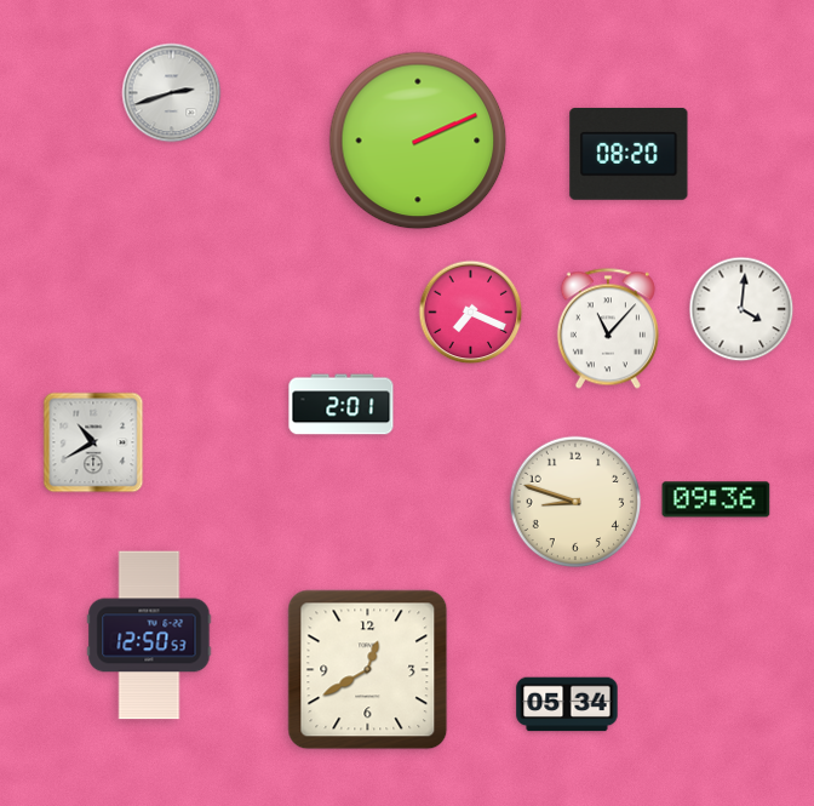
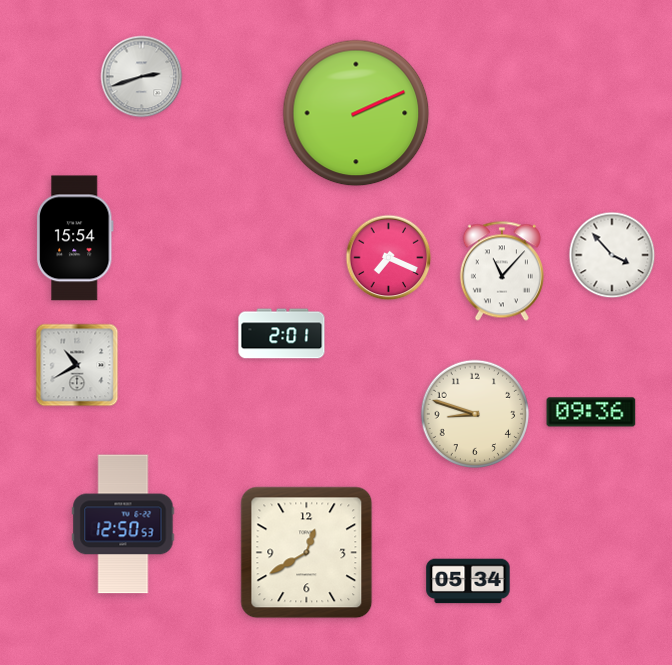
clock at (418, 141) position: (418, 141) -> (356, 113)
clock at (629, 154): 08:20 -> none
clock at (75, 238): none -> 15:54
clock at (741, 309): 4:01 -> 3:53
clock at (368, 670) position: (368, 670) -> (307, 553)
